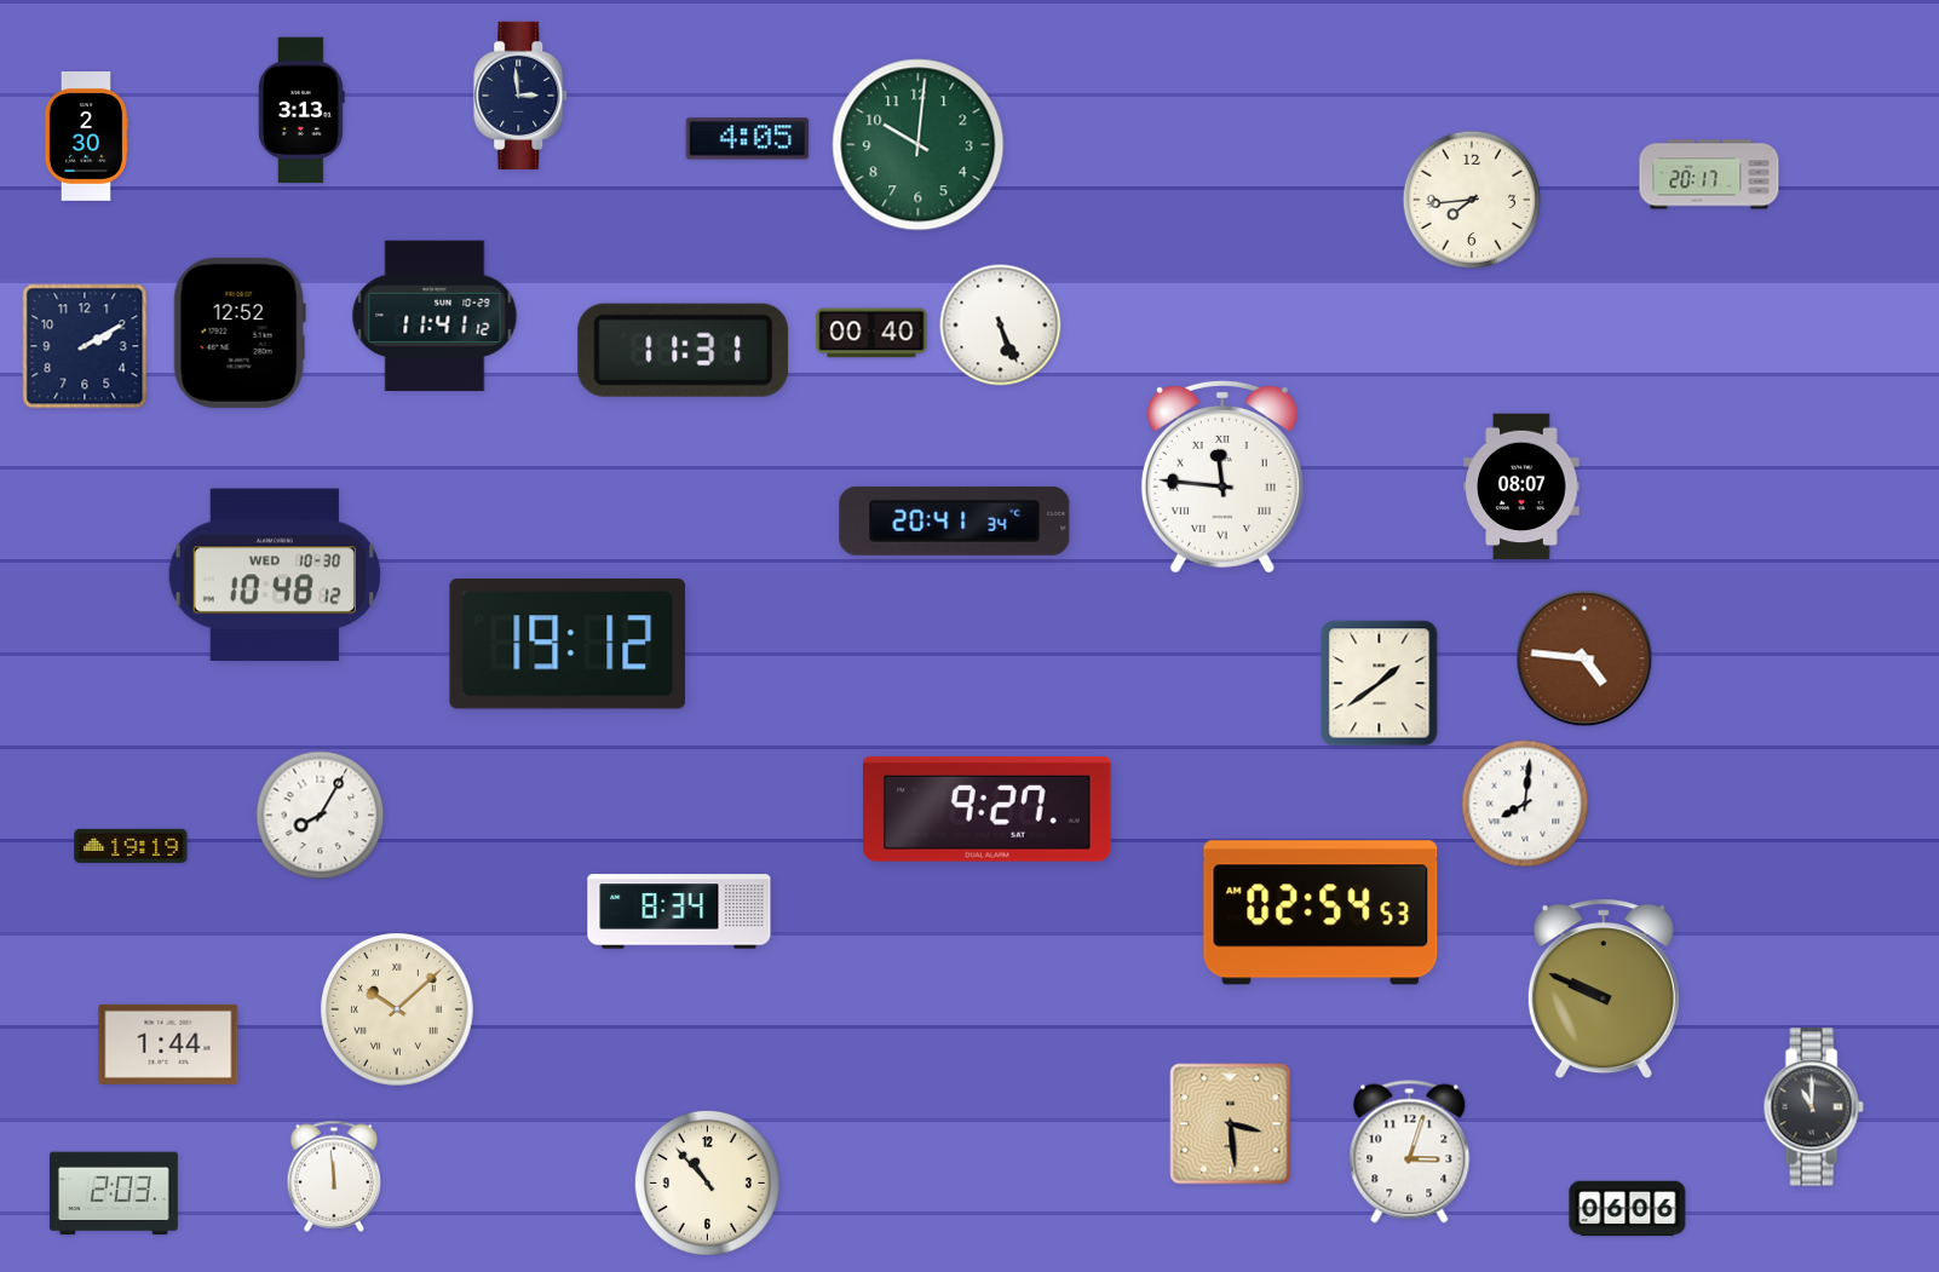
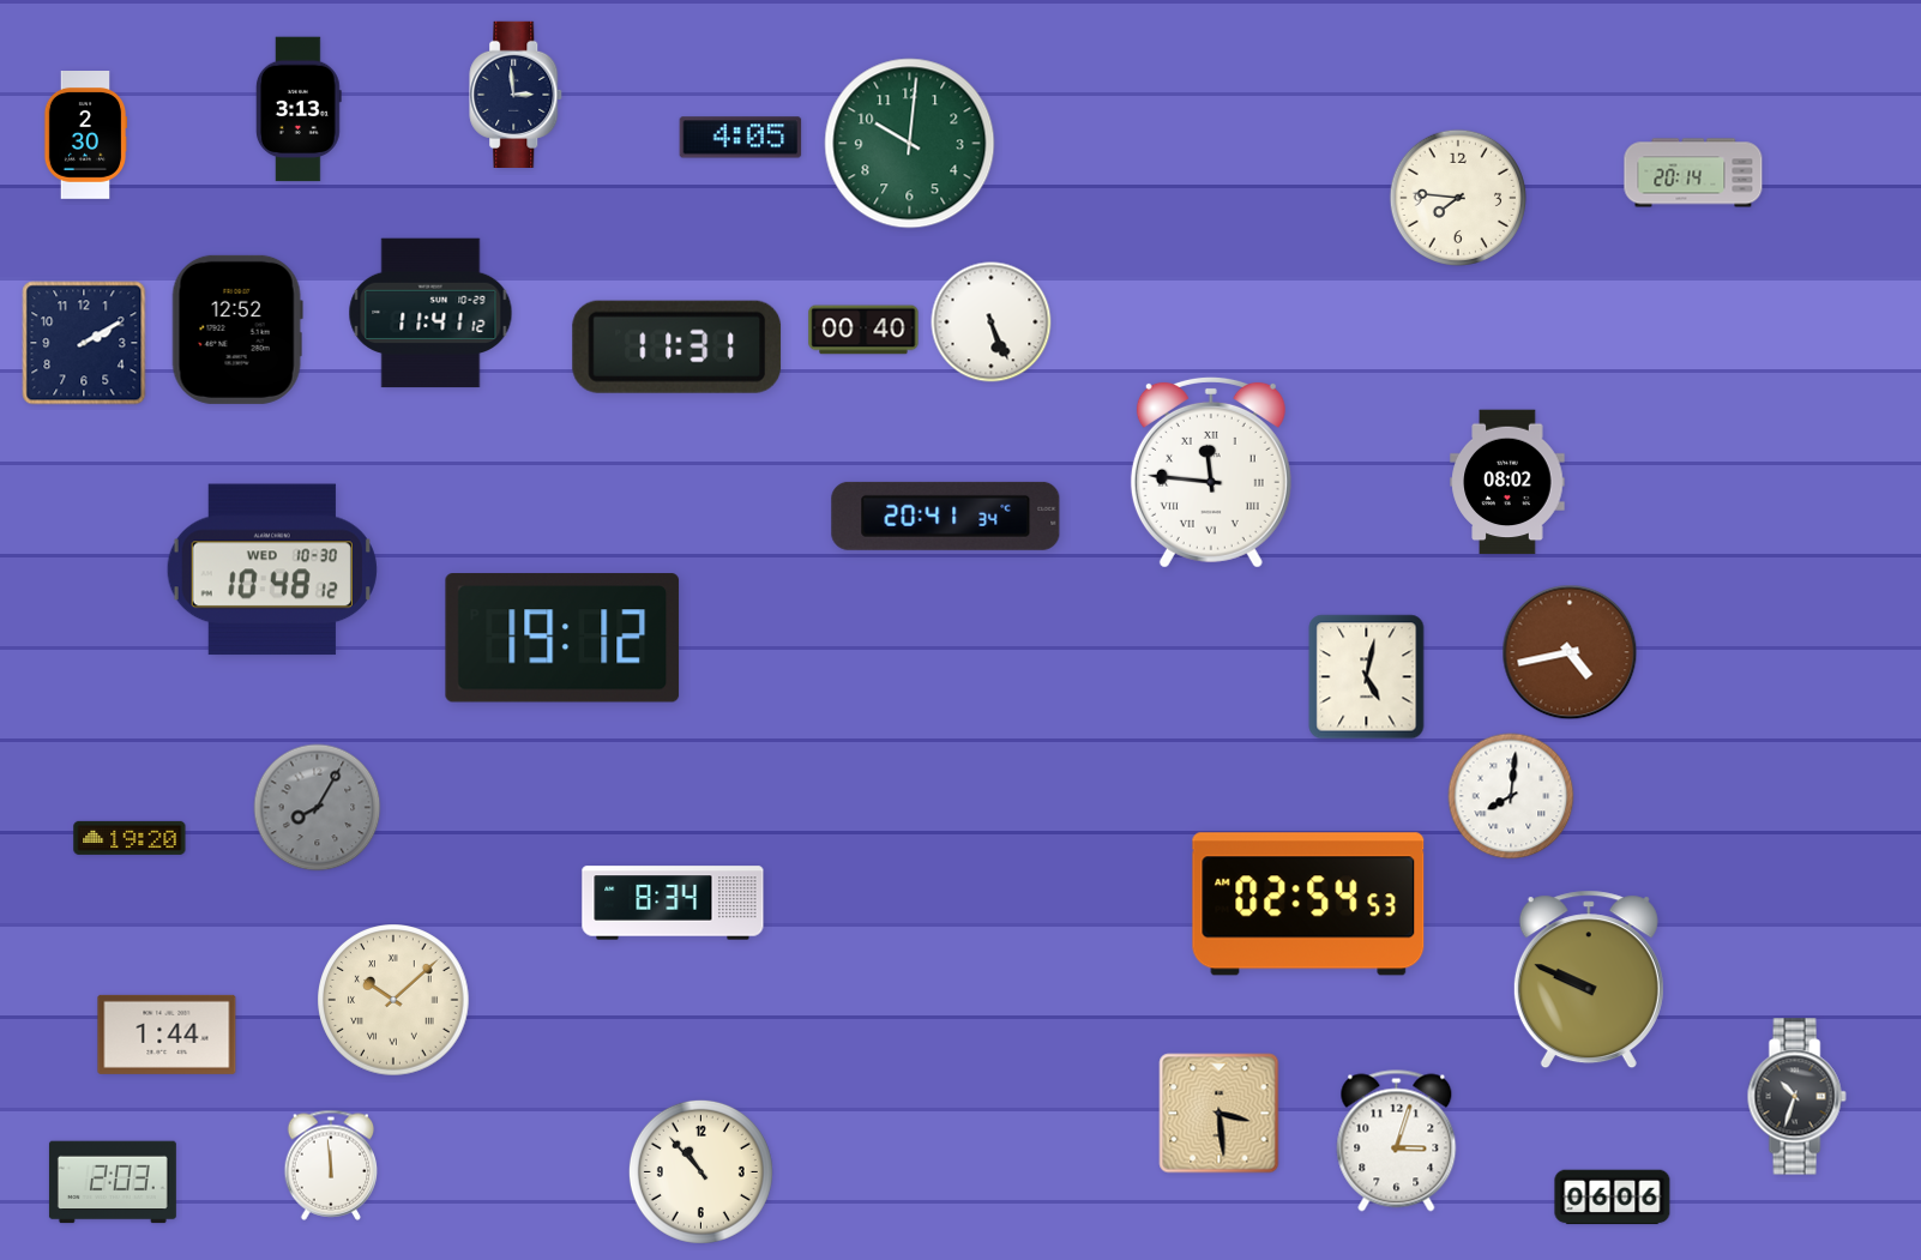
clock at (1709, 174): 20:17 -> 20:14
clock at (1472, 198): 7:44 -> 7:46
clock at (1521, 487): 08:07 -> 08:02
clock at (1584, 658): 4:46 -> 4:43
clock at (1380, 684): 1:39 -> 5:02
clock at (988, 808): 9:27 -> none
clock at (321, 816) dial: white -> grey
clock at (131, 846): 19:19 -> 19:20
clock at (1813, 1107): 11:00 -> 10:33
